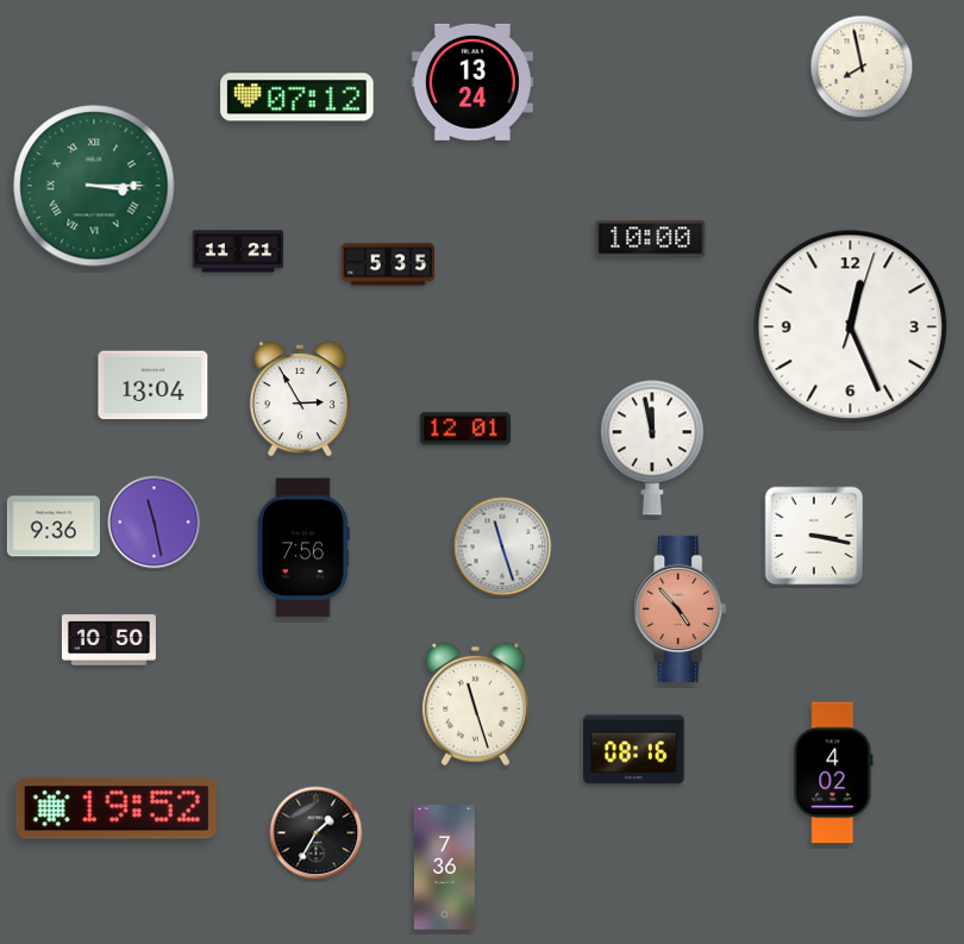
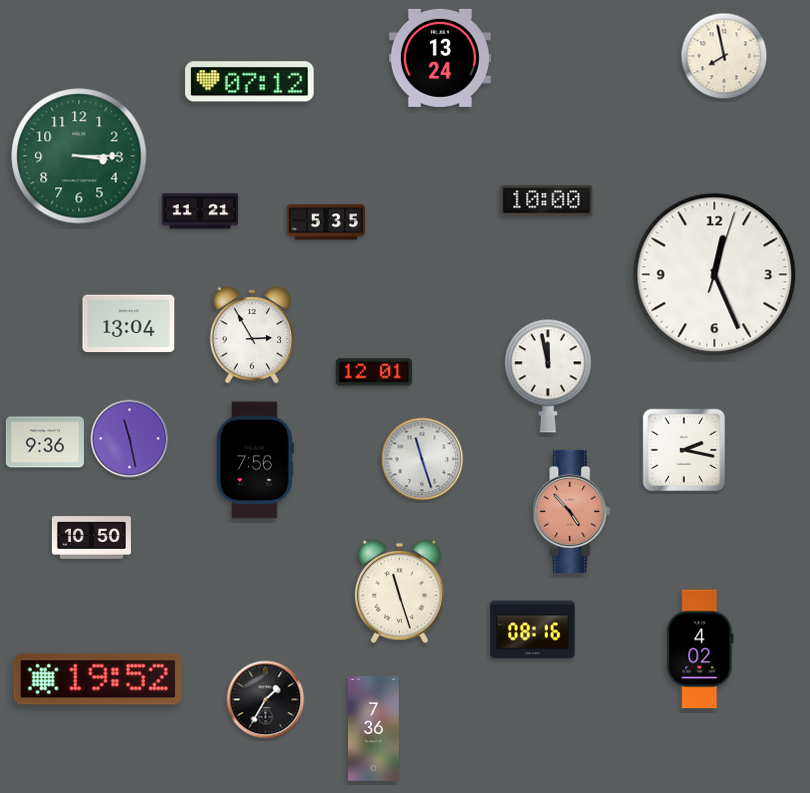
clock at (472, 82) position: (472, 82) -> (440, 58)
clock at (94, 186) numerals: Roman -> Arabic
clock at (465, 429) position: (465, 429) -> (374, 372)
clock at (814, 536): 3:17 -> 2:17
